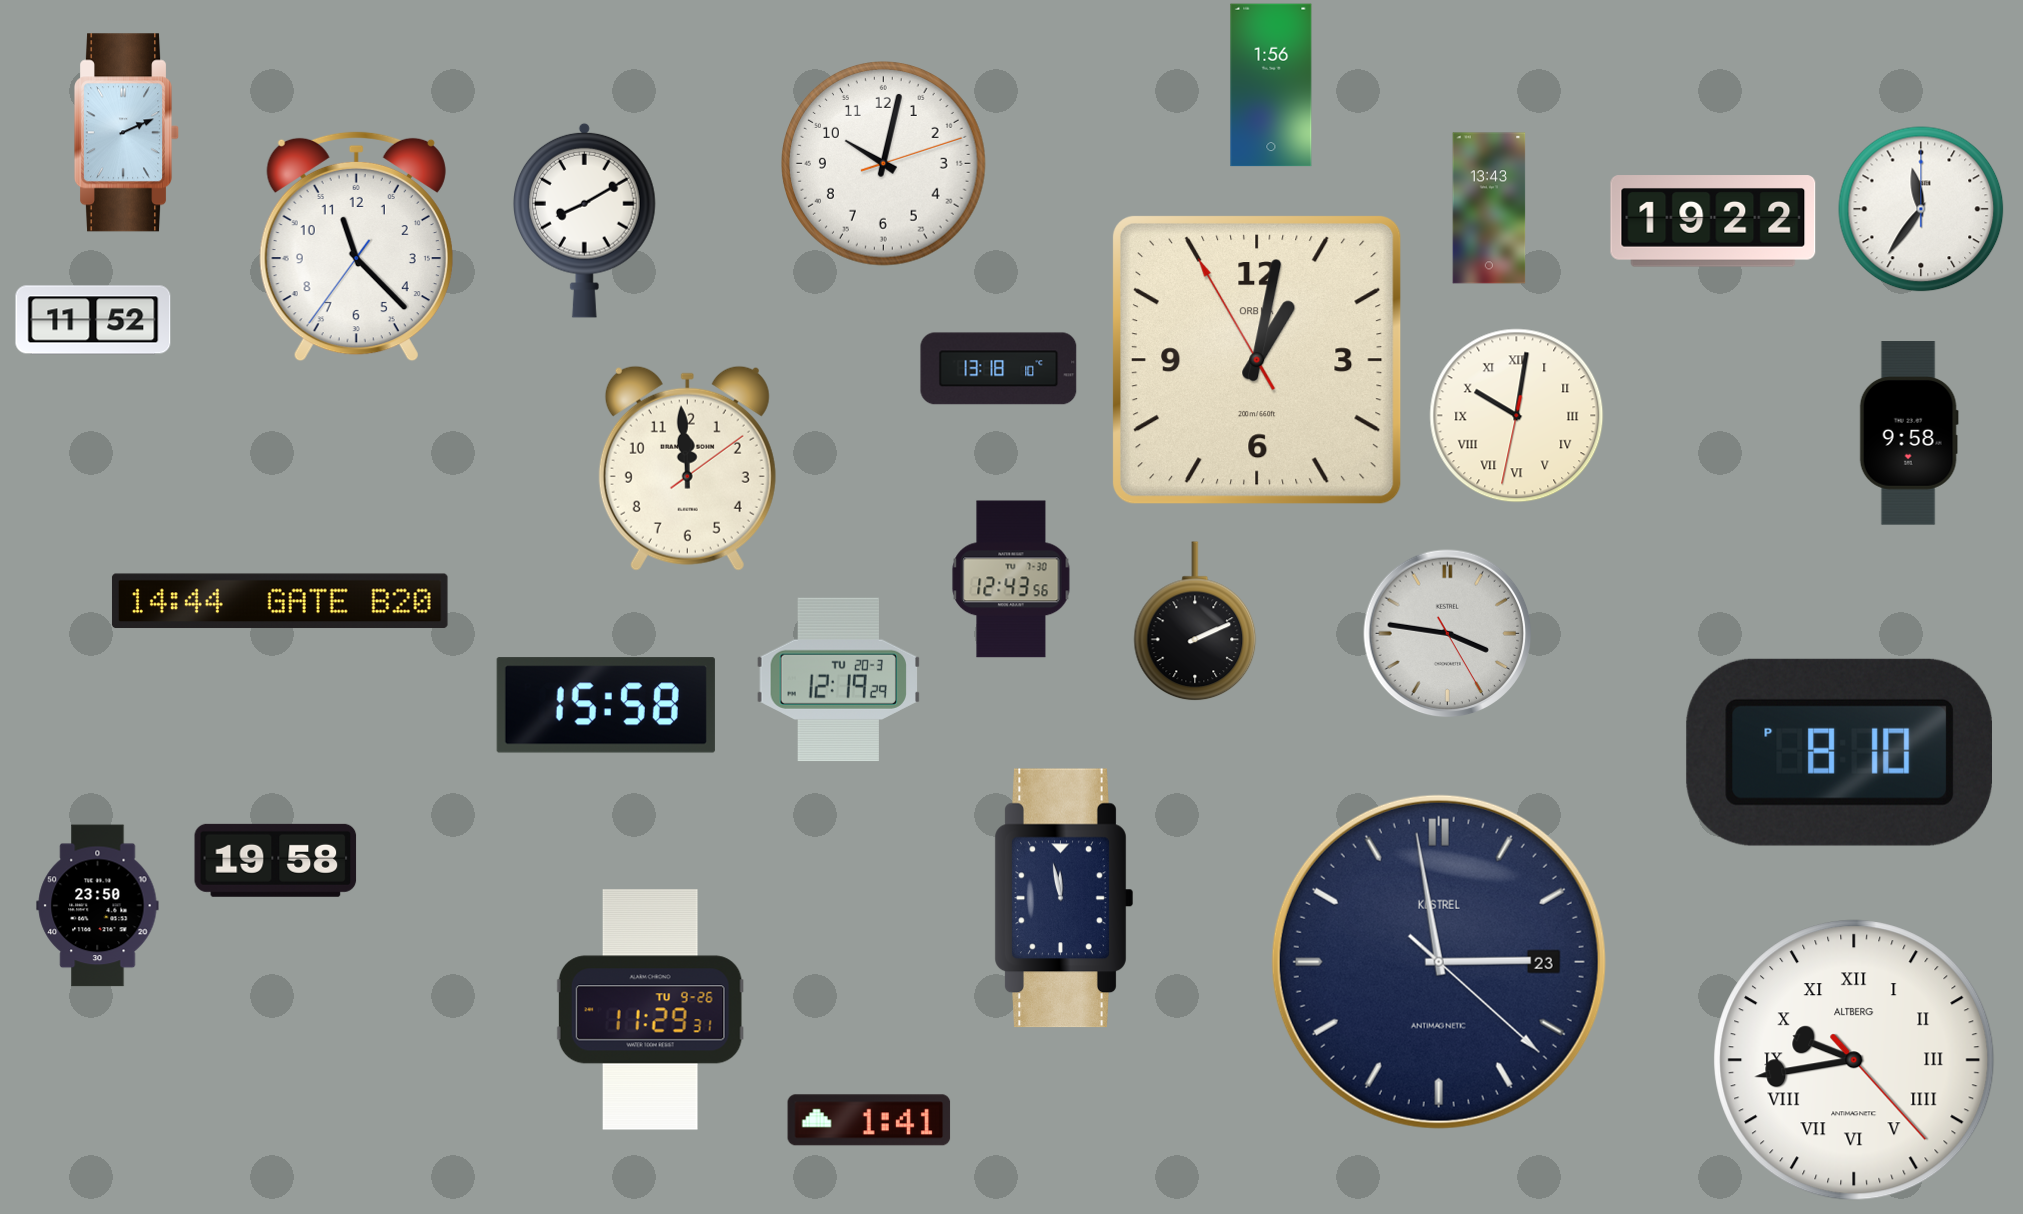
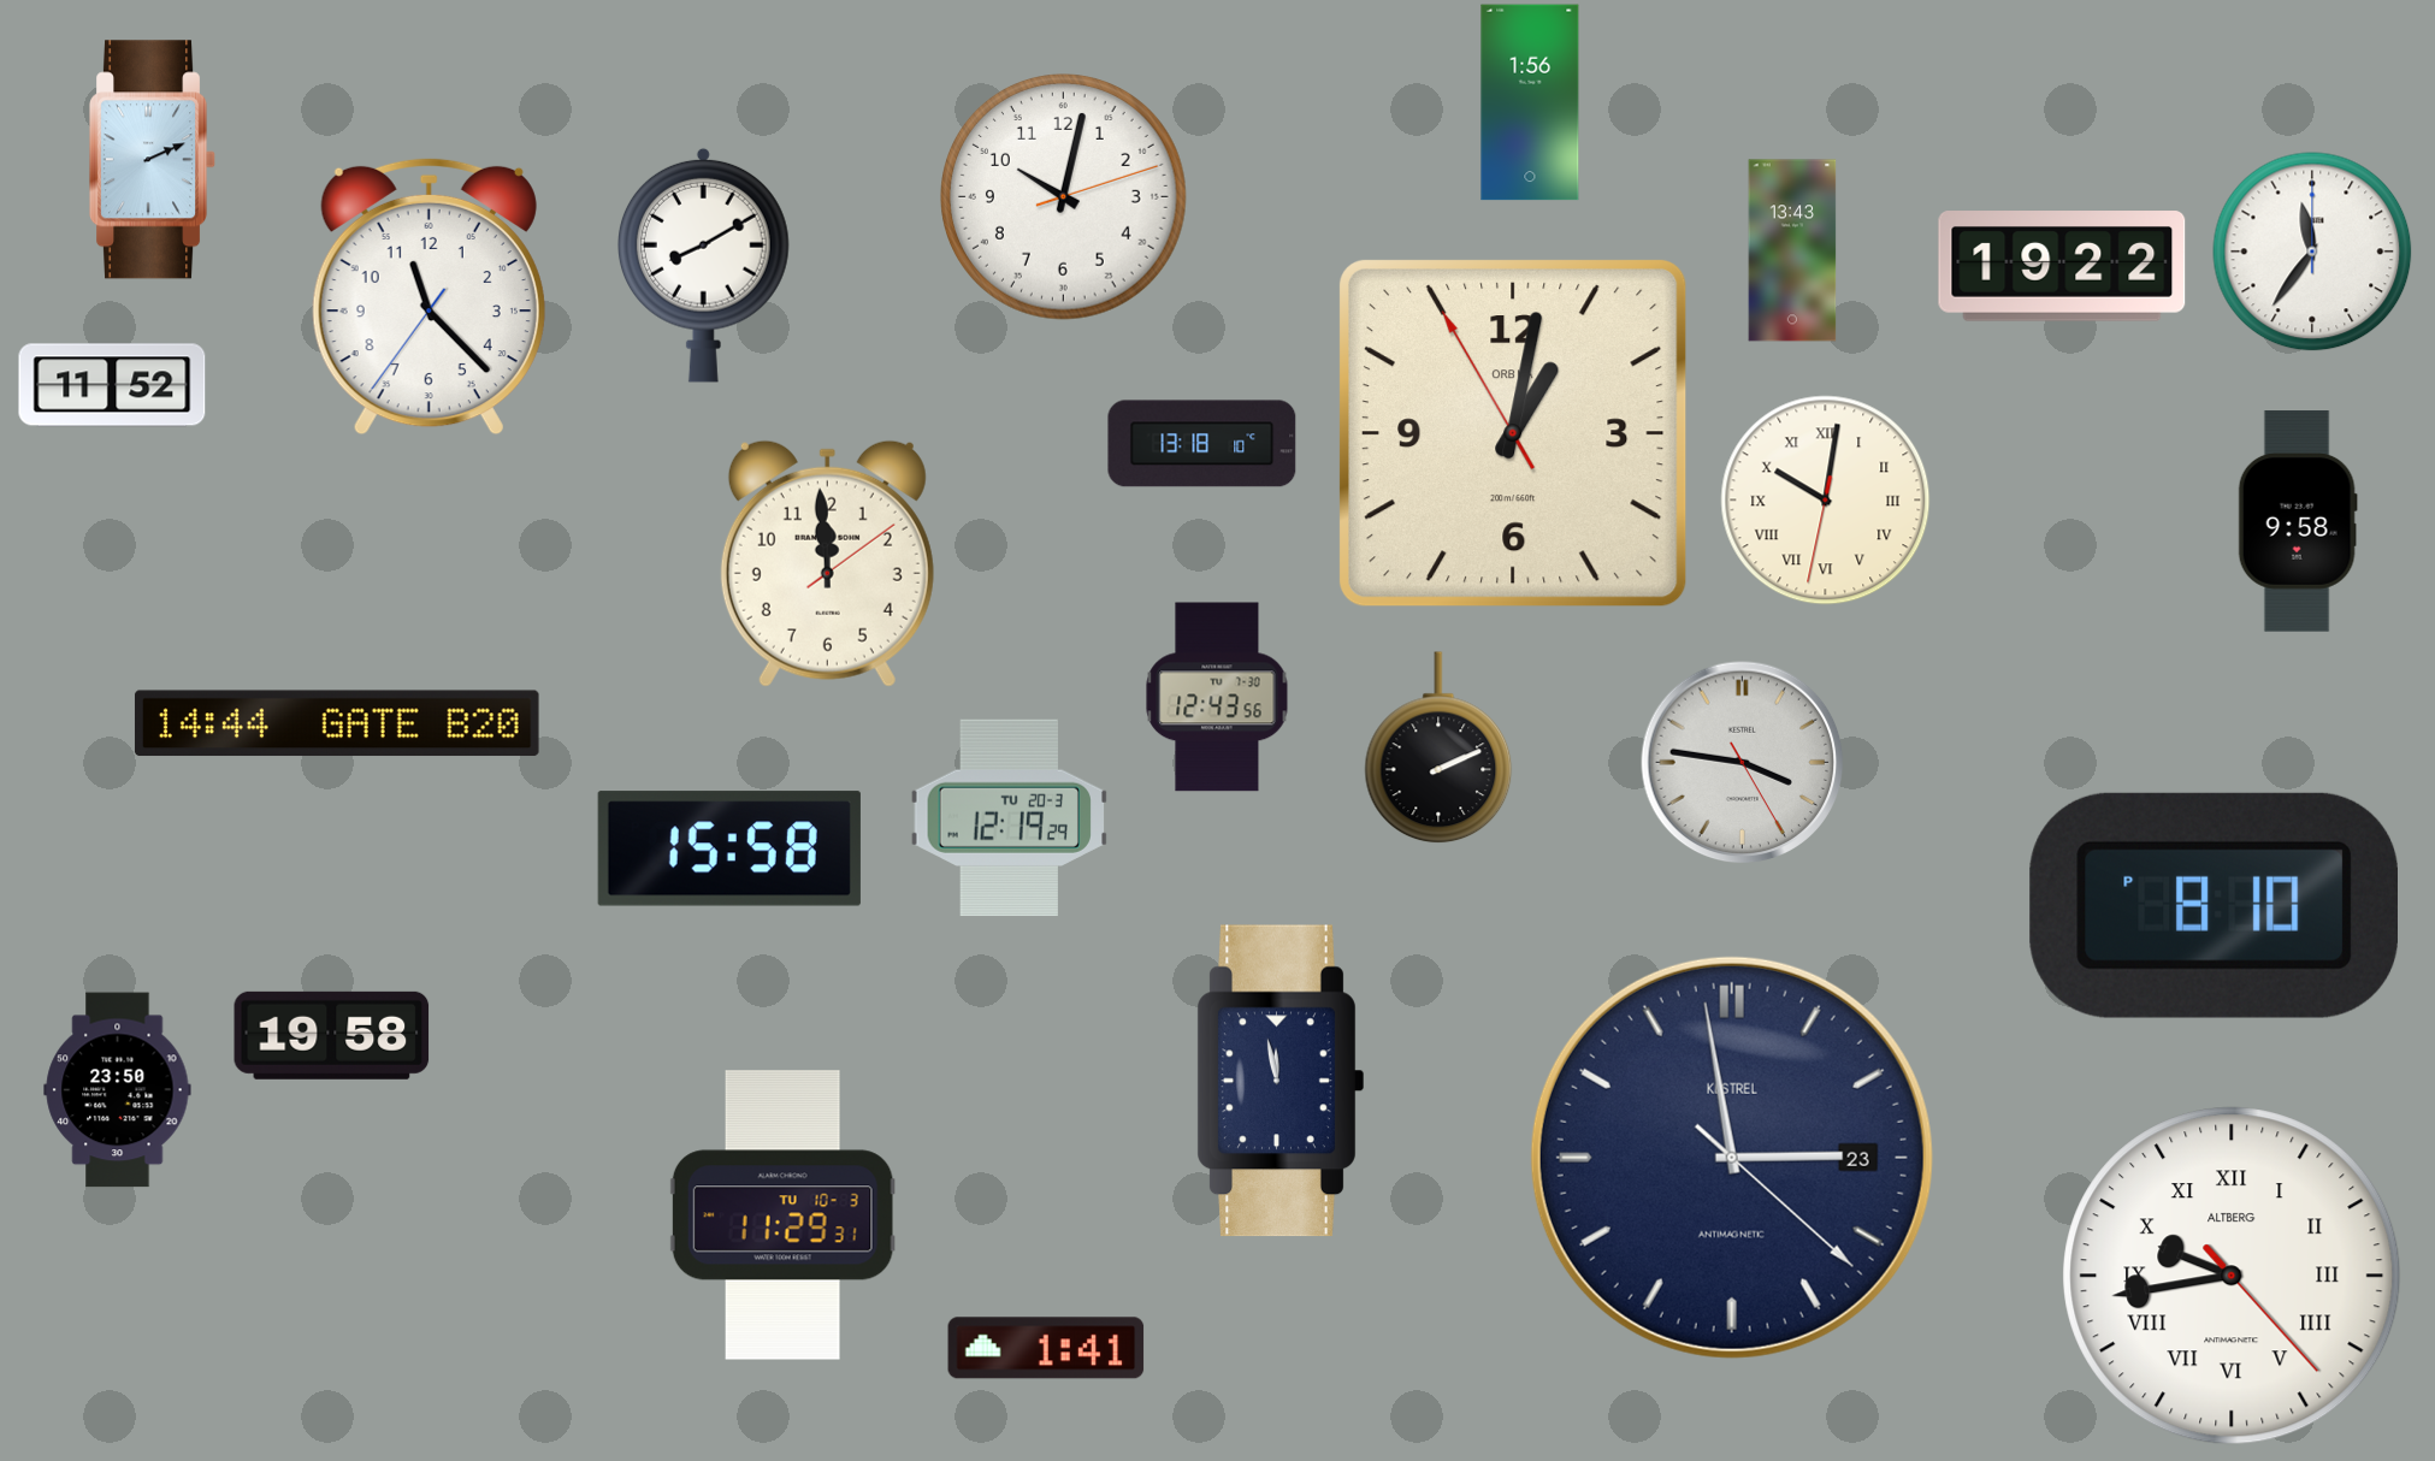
clock at (650, 1010) date: TU 9-26 -> TU 10-3
